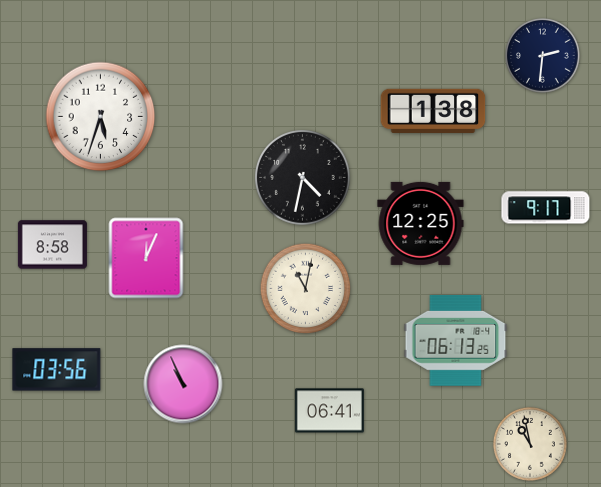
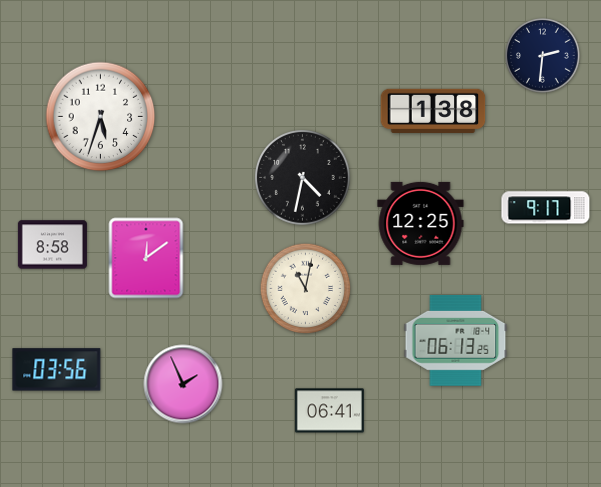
clock at (146, 258): 12:04 -> 12:09
clock at (183, 384): 10:56 -> 1:56
clock at (530, 444): 10:58 -> none
